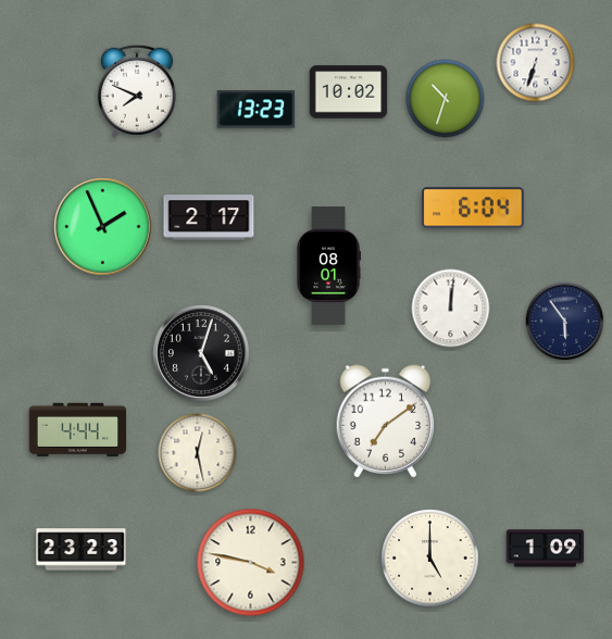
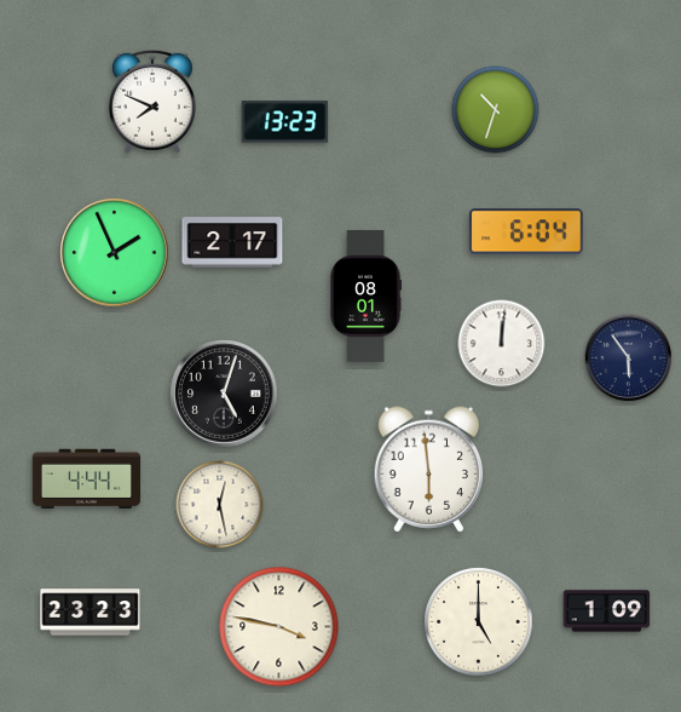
clock at (536, 63): 6:33 -> none
clock at (349, 92): 10:02 -> none
clock at (386, 422): 7:09 -> 5:59
